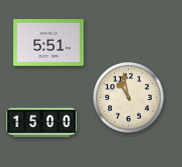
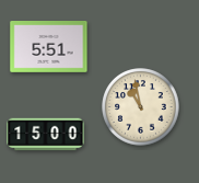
clock at (49, 43) position: (49, 43) -> (49, 47)
